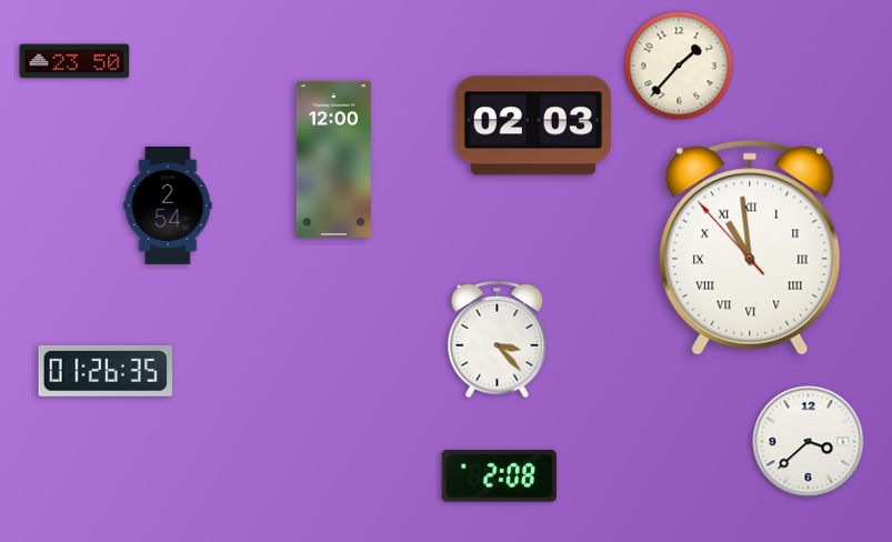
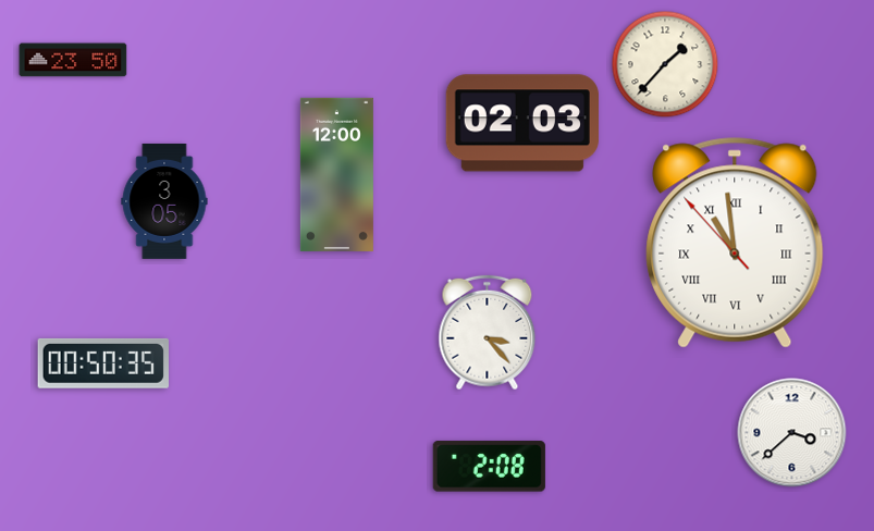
clock at (333, 159) position: (333, 159) -> (336, 174)
clock at (168, 205): 2:54 -> 3:05
clock at (104, 371): 01:26 -> 00:50
